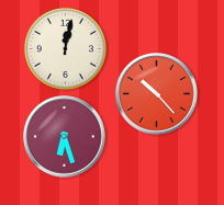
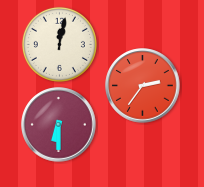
clock at (157, 94): 10:23 -> 2:36
clock at (65, 137): 6:27 -> 6:30
